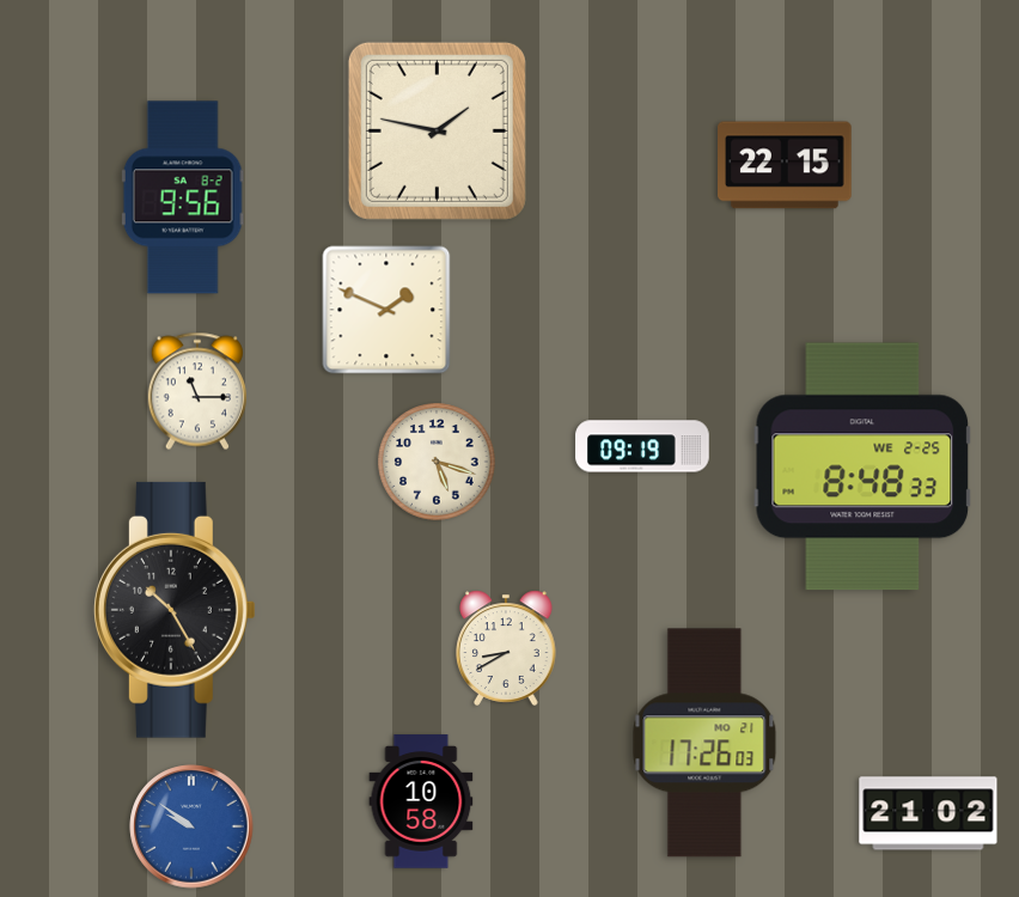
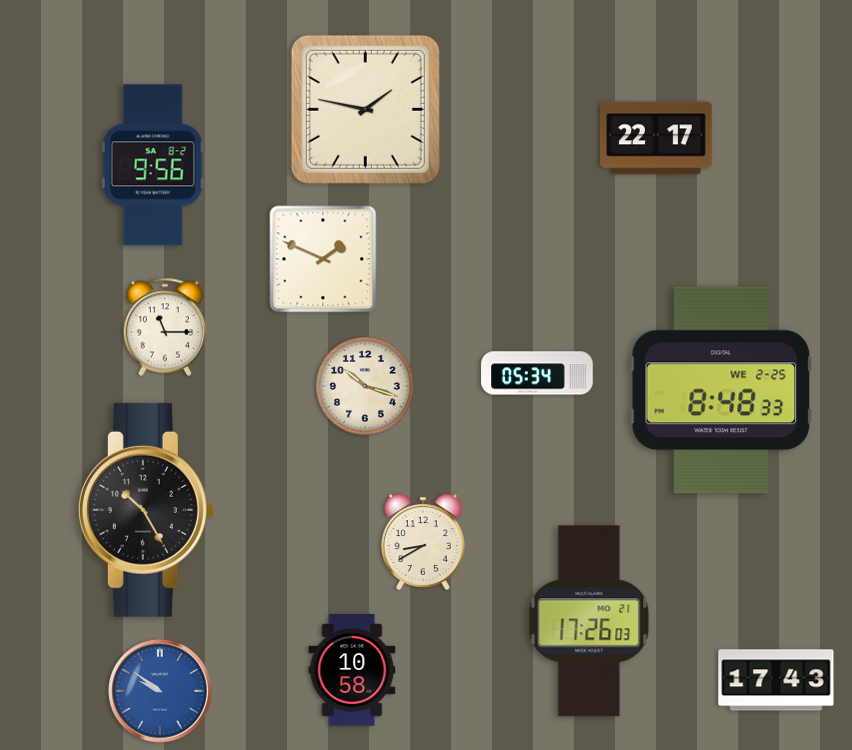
clock at (786, 165): 22:15 -> 22:17
clock at (642, 446): 09:19 -> 05:34
clock at (437, 462): 5:18 -> 10:18
clock at (928, 813): 21:02 -> 17:43
